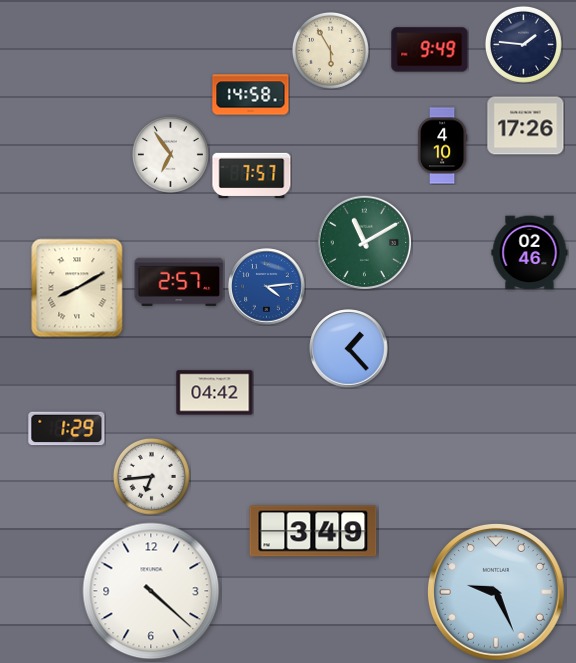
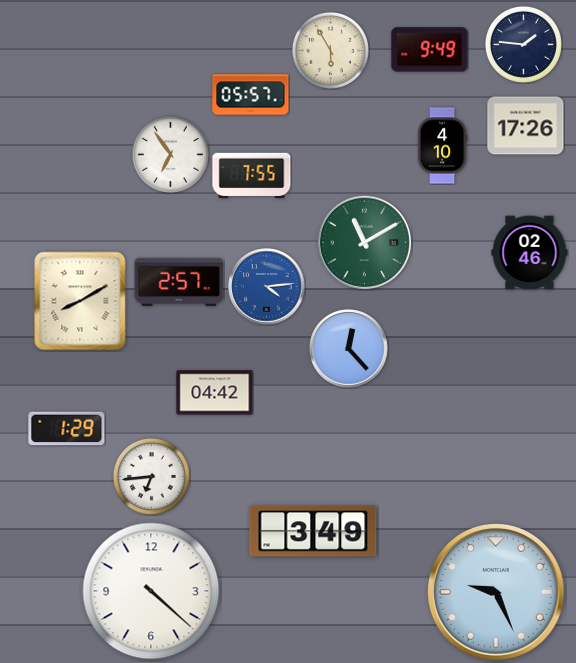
clock at (251, 95): 14:58 -> 05:57
clock at (252, 176): 7:57 -> 7:55
clock at (77, 288) position: (77, 288) -> (80, 301)
clock at (349, 349): 1:23 -> 12:23
